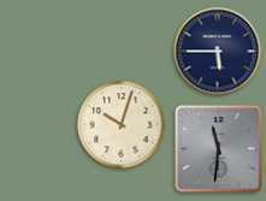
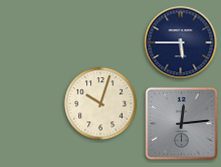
clock at (219, 149): 11:31 -> 12:14
